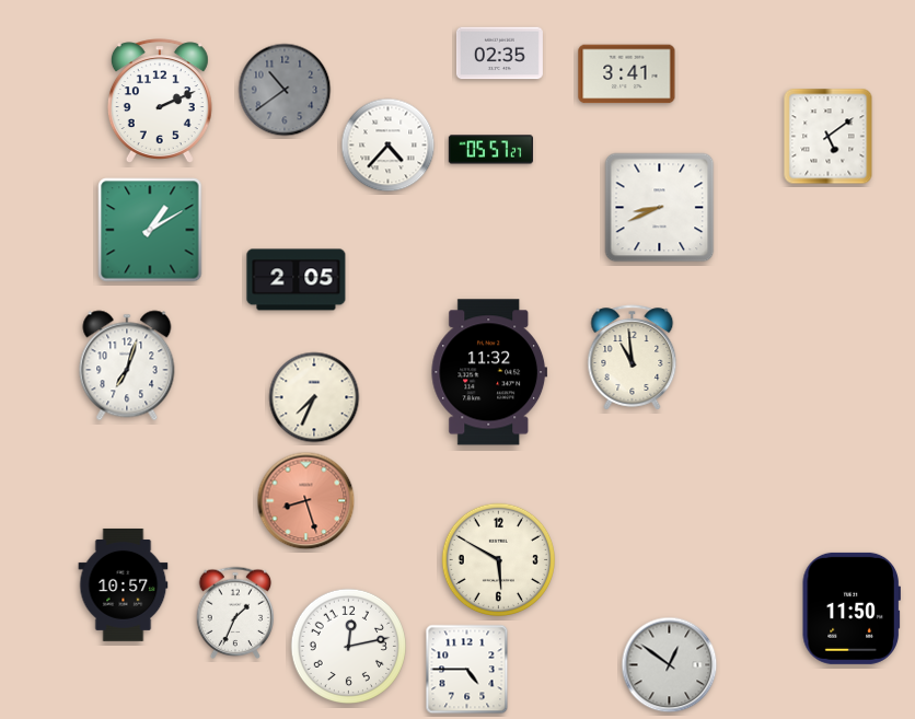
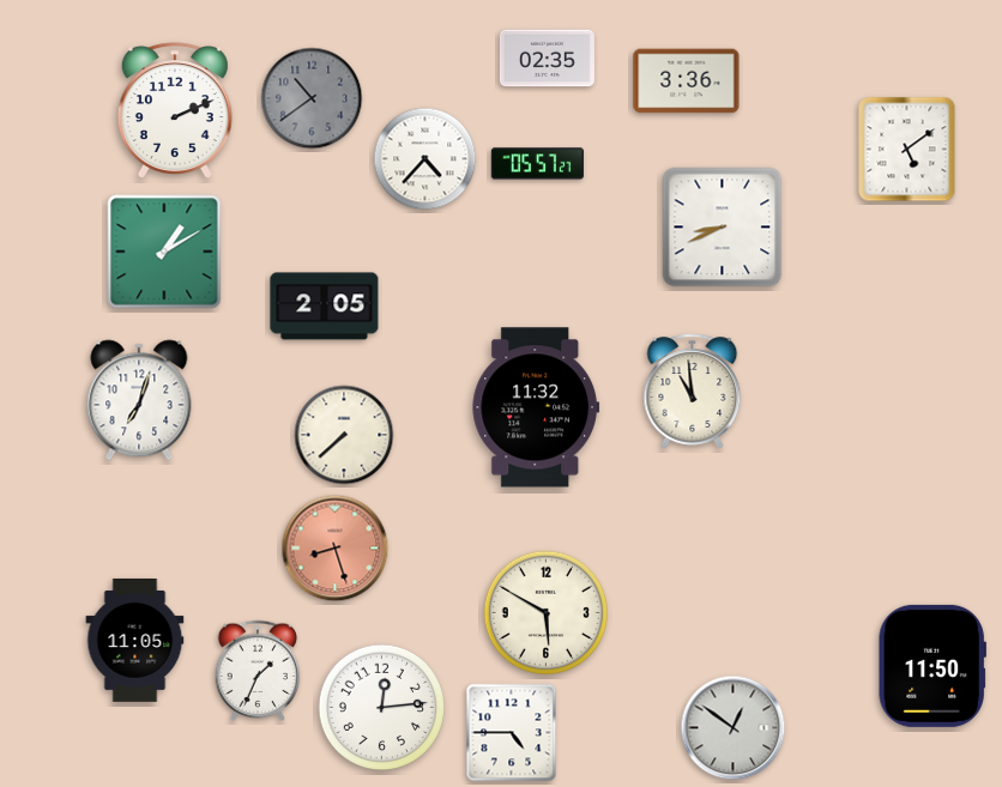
clock at (627, 74): 3:41 -> 3:36
clock at (314, 397): 7:34 -> 7:38
clock at (124, 584): 10:57 -> 11:05
clock at (348, 646): 12:13 -> 12:14
